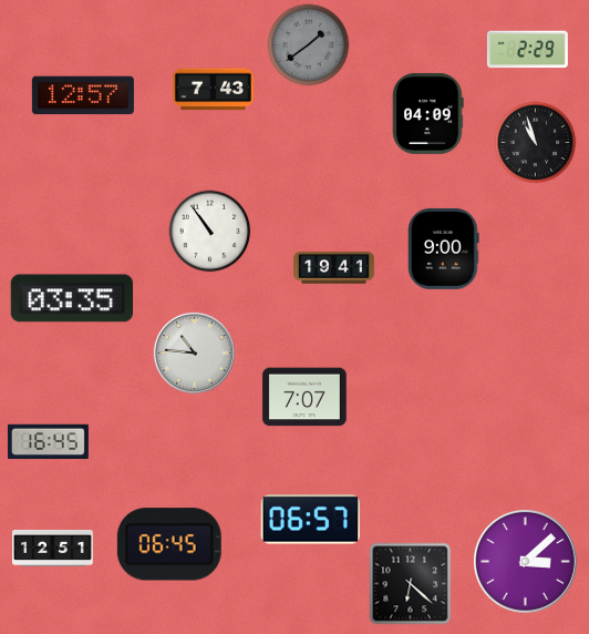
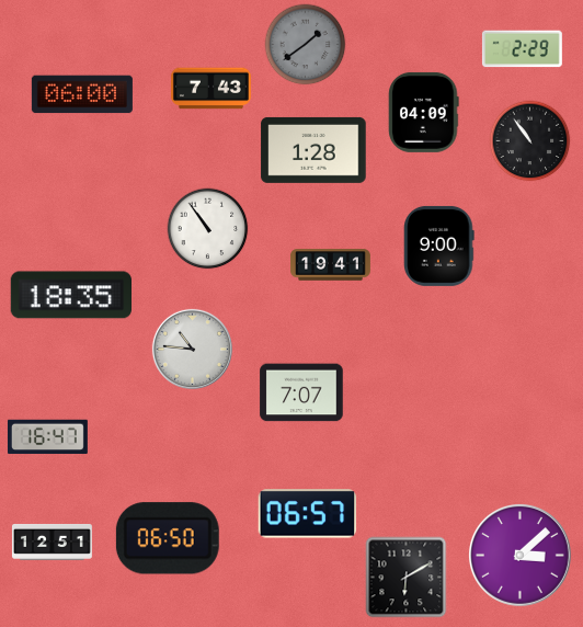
clock at (83, 95): 12:57 -> 06:00
clock at (536, 143): 10:57 -> 10:54
clock at (313, 150): none -> 1:28
clock at (71, 298): 03:35 -> 18:35
clock at (48, 442): 16:45 -> 16:47
clock at (169, 544): 06:45 -> 06:50
clock at (411, 584): 6:22 -> 6:10
